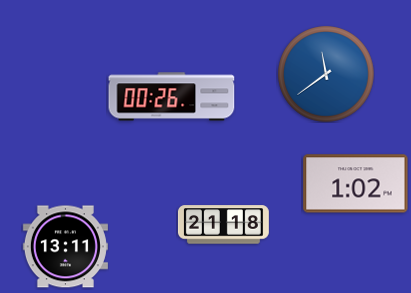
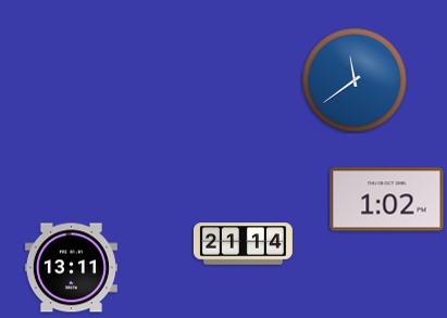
clock at (172, 97): 00:26 -> none
clock at (223, 225): 21:18 -> 21:14
